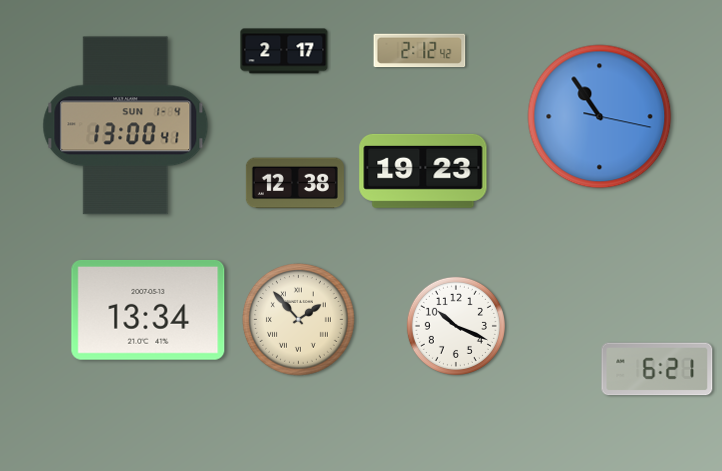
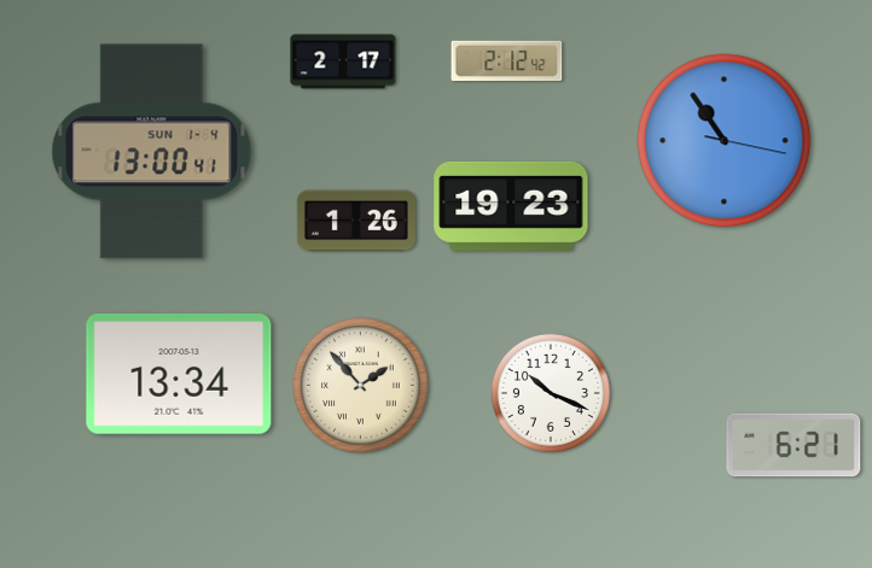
clock at (295, 183): 12:38 -> 1:26
